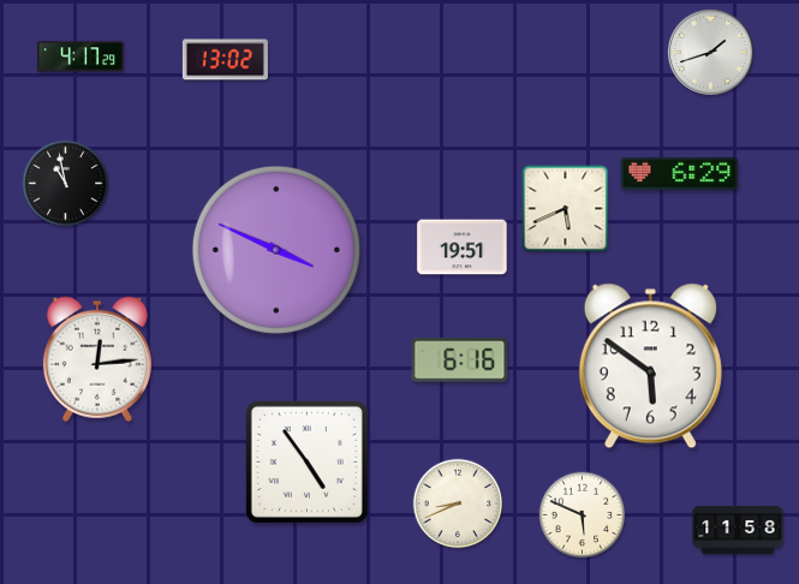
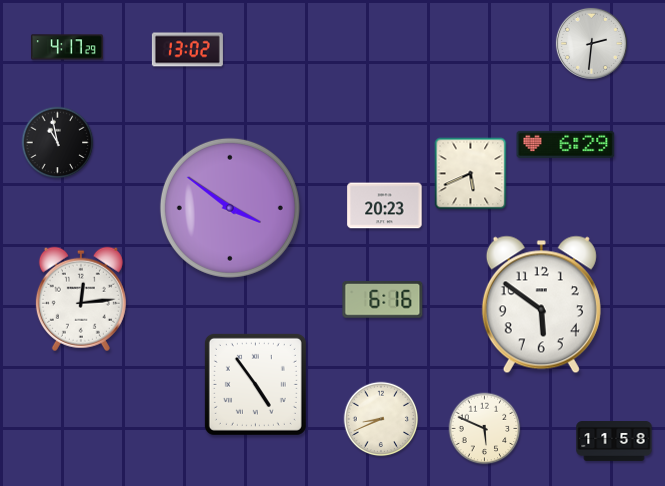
clock at (710, 52): 1:42 -> 2:31
clock at (66, 184) position: (66, 184) -> (58, 143)
clock at (463, 248): 19:51 -> 20:23
clock at (276, 250): 3:49 -> 3:51
